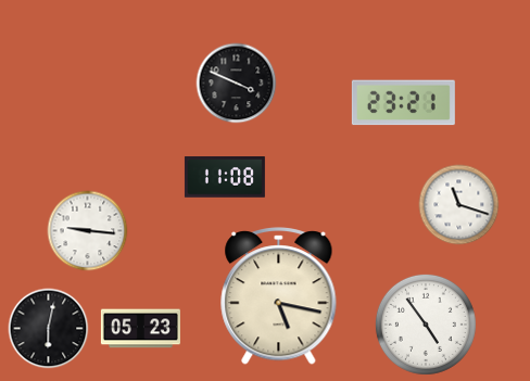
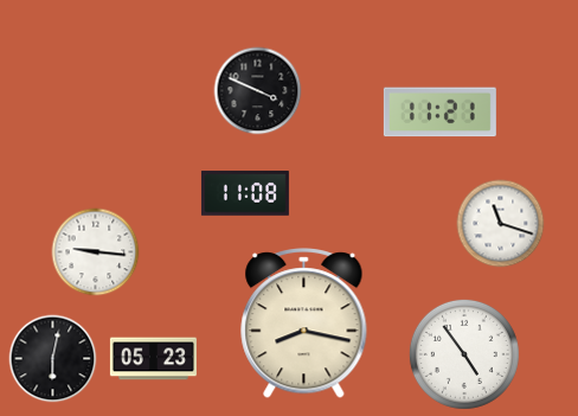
clock at (403, 103): 23:21 -> 11:21
clock at (279, 296): 5:17 -> 8:17
